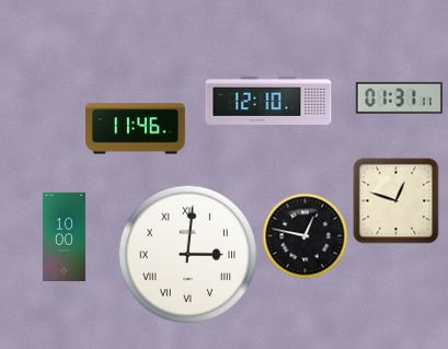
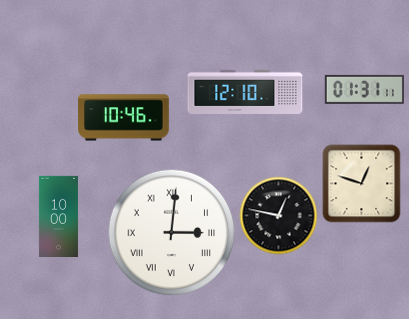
clock at (136, 129): 11:46 -> 10:46
